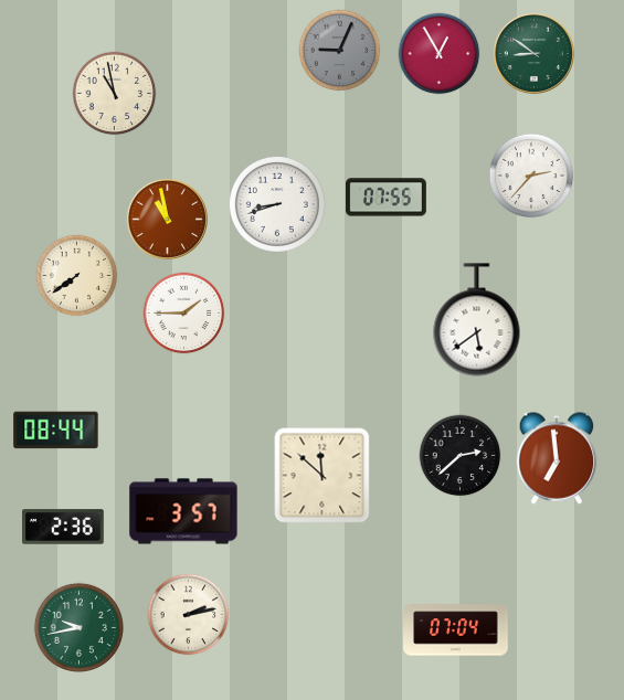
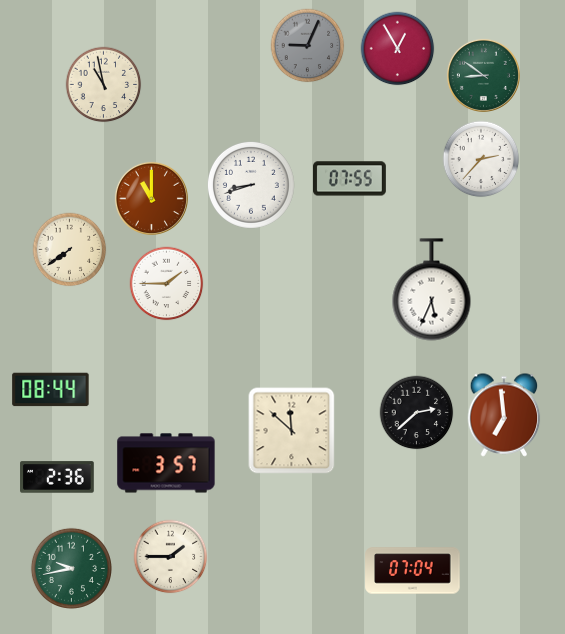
clock at (533, 53) position: (533, 53) -> (483, 75)
clock at (167, 219): 10:58 -> 11:00
clock at (477, 320): 5:39 -> 5:34
clock at (189, 615): 2:13 -> 1:45
